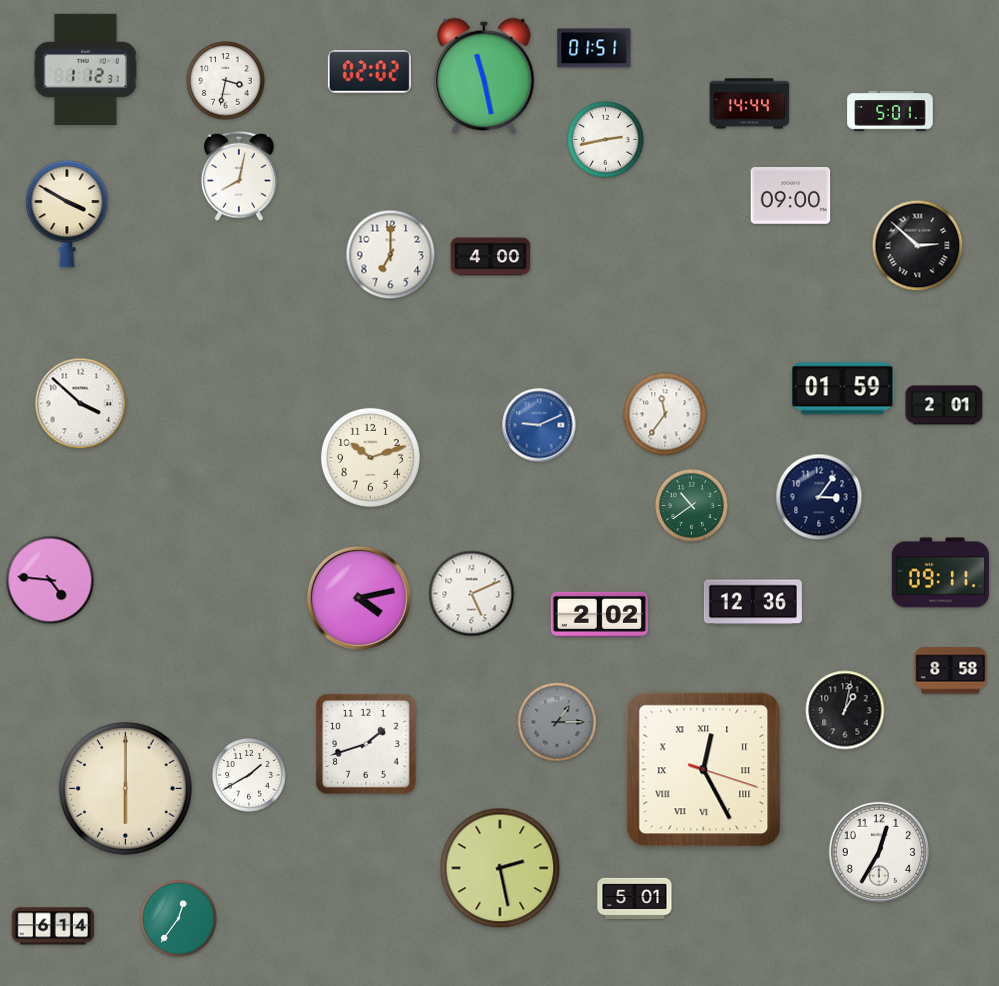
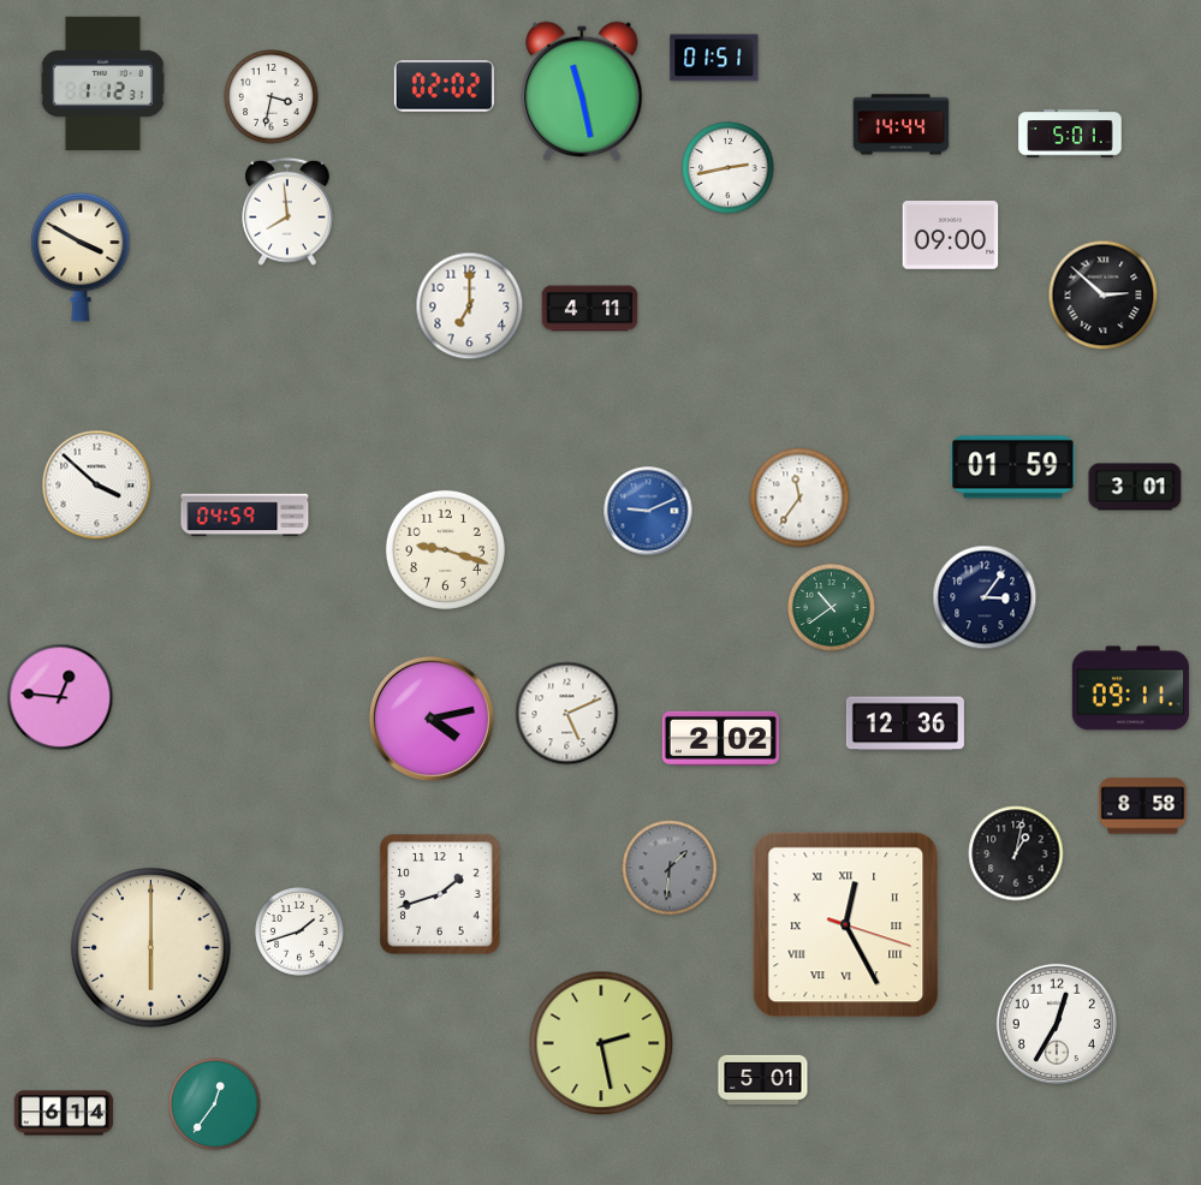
clock at (239, 176): 8:02 -> 7:59
clock at (491, 257): 4:00 -> 4:11
clock at (944, 405): 2:01 -> 3:01
clock at (245, 516): none -> 04:59
clock at (370, 457): 10:12 -> 9:18
clock at (50, 580): 4:46 -> 12:46
clock at (557, 722): 1:15 -> 1:31
clock at (250, 776): 1:40 -> 1:42
